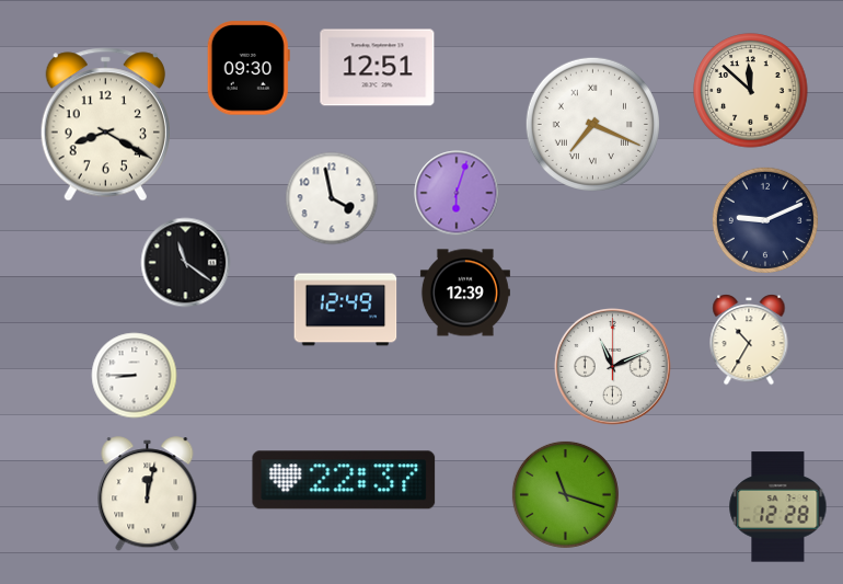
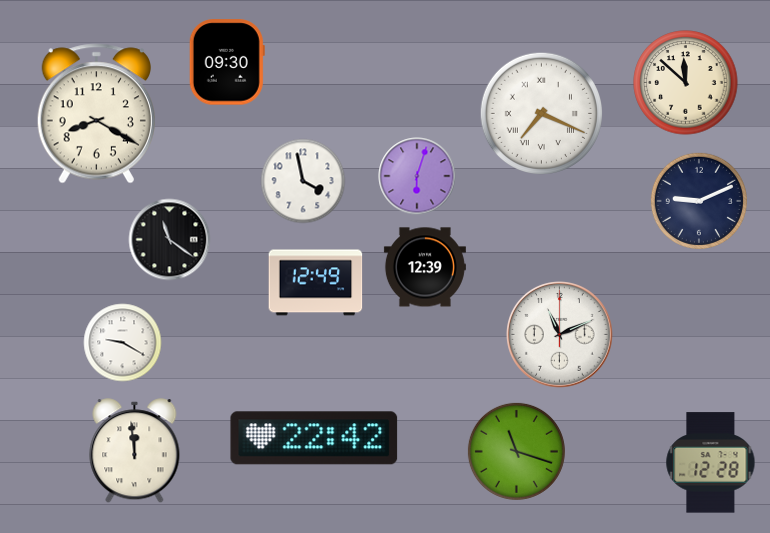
clock at (378, 68): 12:51 -> none
clock at (749, 341): 10:35 -> none
clock at (135, 376): 8:45 -> 9:20
clock at (344, 480): 22:37 -> 22:42
clock at (148, 494): 12:02 -> 11:59
